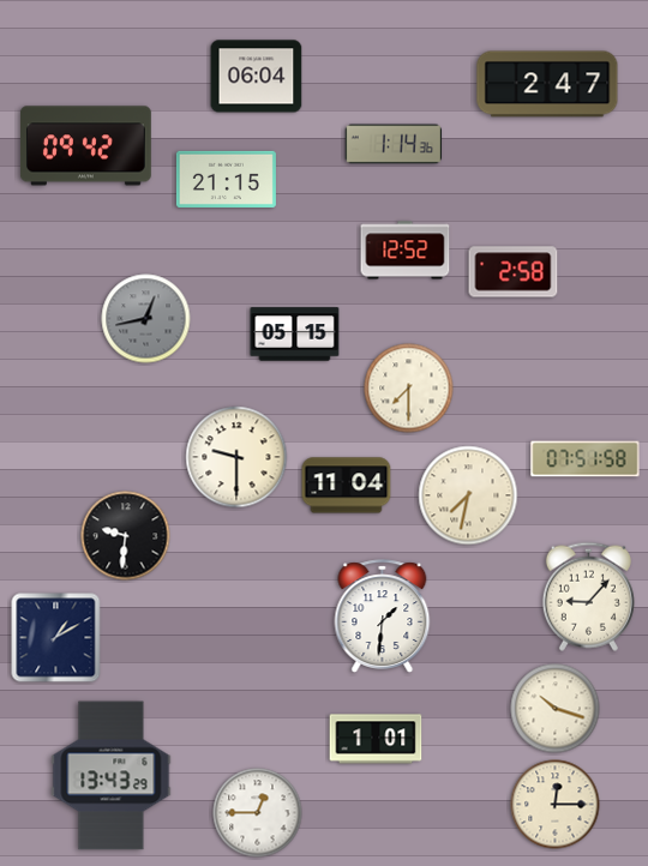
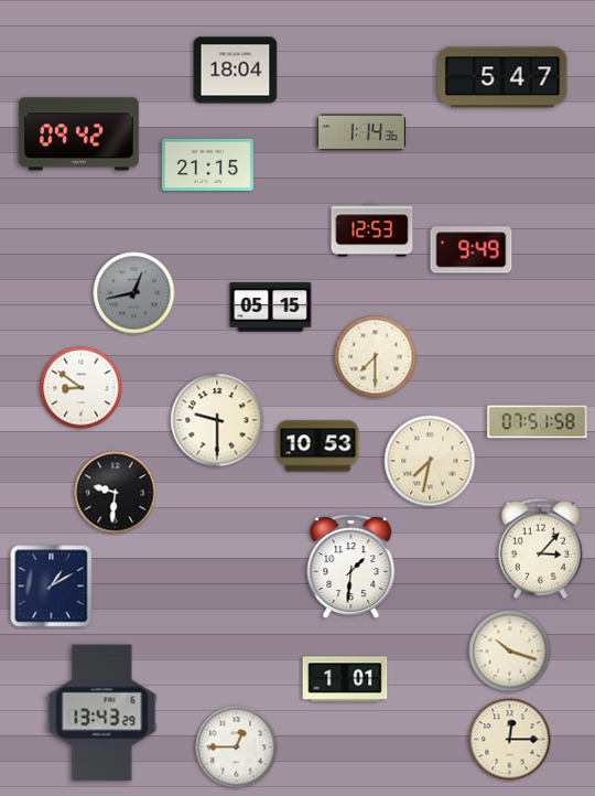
clock at (257, 77): 06:04 -> 18:04
clock at (547, 84): 2:47 -> 5:47
clock at (406, 251): 12:52 -> 12:53
clock at (514, 272): 2:58 -> 9:49
clock at (82, 388): none -> 8:51
clock at (347, 486): 11:04 -> 10:53
clock at (468, 495) position: (468, 495) -> (430, 461)
clock at (588, 596): 9:07 -> 3:07
